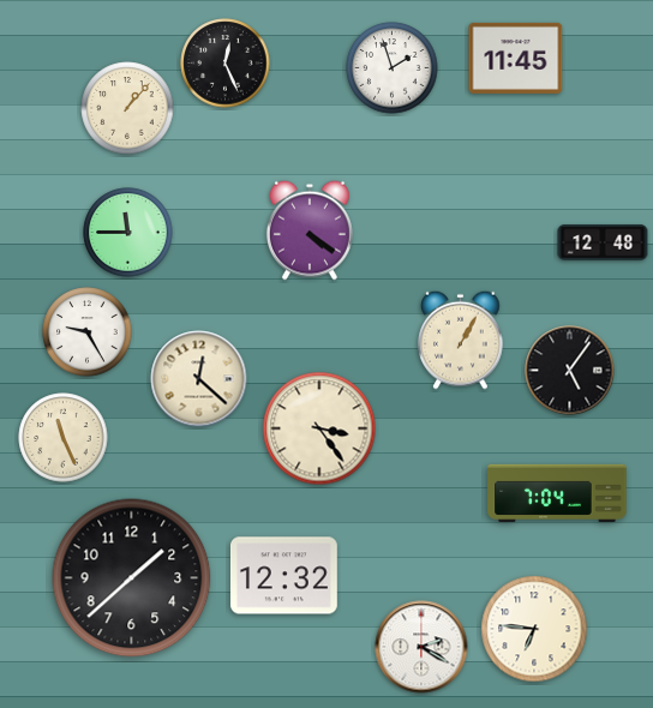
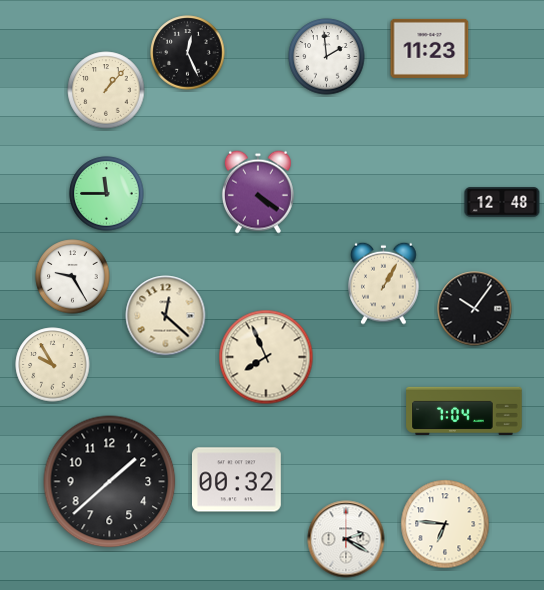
clock at (516, 58): 11:45 -> 11:23
clock at (393, 68): 1:57 -> 1:59
clock at (570, 371): 5:06 -> 10:06
clock at (319, 428): 3:24 -> 7:56
clock at (64, 438): 11:26 -> 9:55
clock at (283, 576): 12:32 -> 00:32
clock at (421, 647) position: (421, 647) -> (346, 539)
